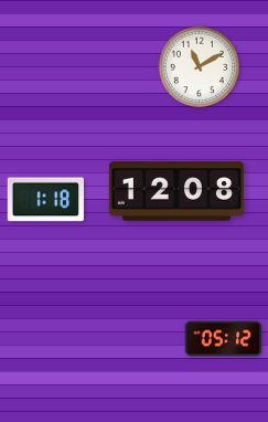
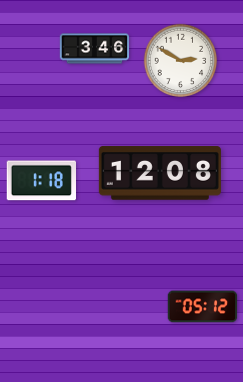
clock at (95, 49): none -> 3:46
clock at (200, 67): 11:10 -> 2:50
